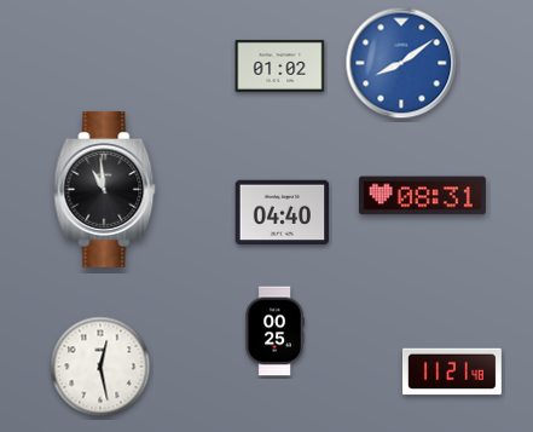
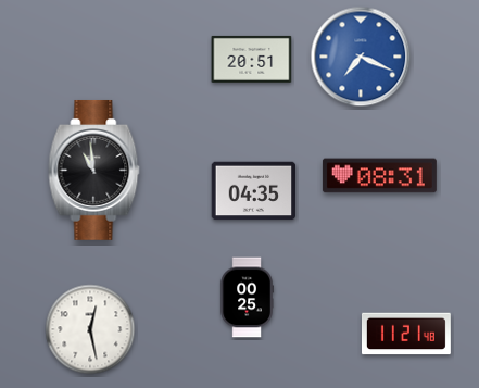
clock at (401, 63): 8:09 -> 7:19
clock at (280, 65): 01:02 -> 20:51
clock at (283, 213): 04:40 -> 04:35
